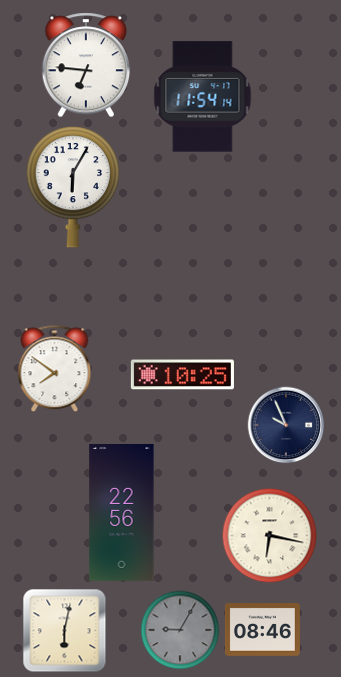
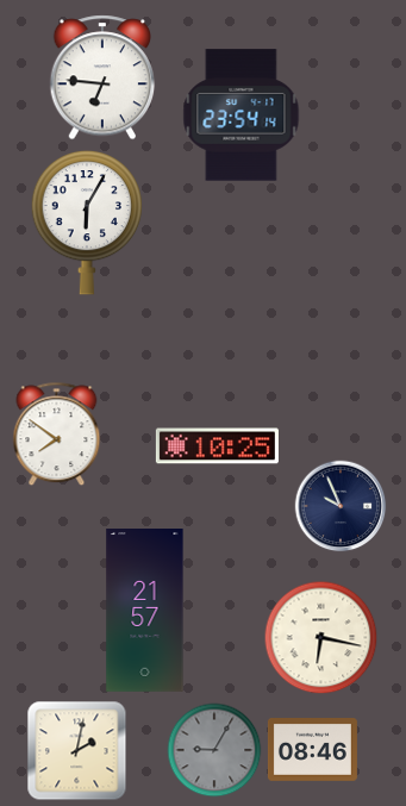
clock at (203, 97): 11:54 -> 23:54
clock at (55, 369) position: (55, 369) -> (57, 435)
clock at (122, 513): 22:56 -> 21:57
clock at (65, 631): 6:02 -> 2:02
